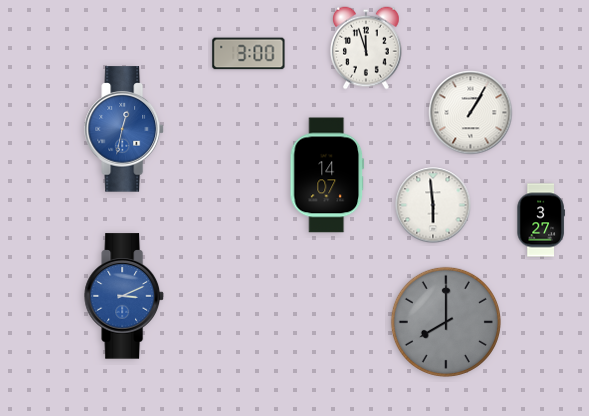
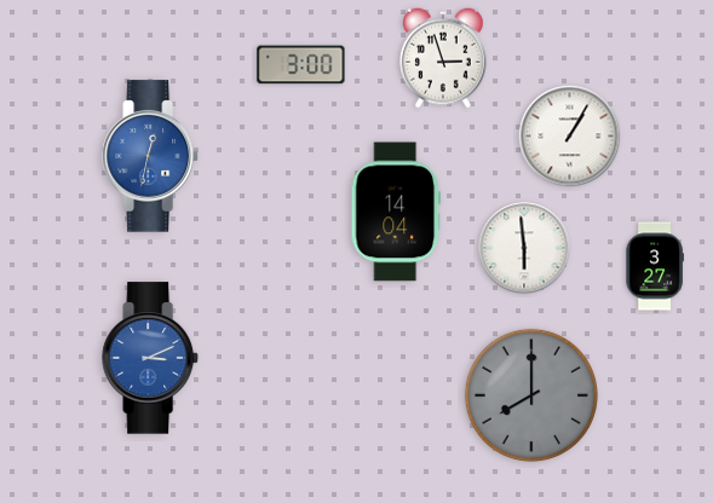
clock at (366, 48): 11:57 -> 2:57
clock at (327, 175): 14:07 -> 14:04
clock at (446, 322) position: (446, 322) -> (531, 395)
